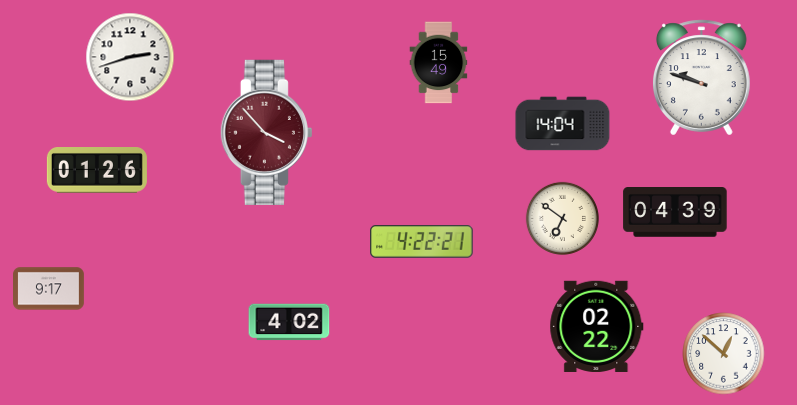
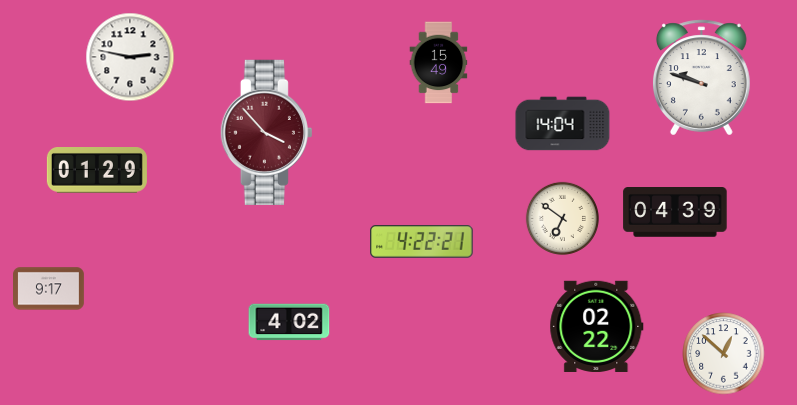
clock at (130, 57): 2:42 -> 2:47
clock at (97, 171): 01:26 -> 01:29
